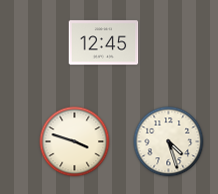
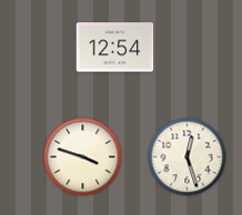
clock at (104, 43): 12:45 -> 12:54
clock at (169, 142): 4:27 -> 12:27
